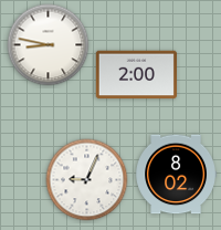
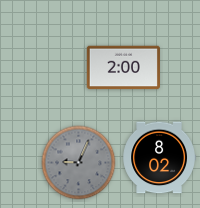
clock at (49, 45): 8:47 -> none
clock at (87, 180) dial: white -> grey
